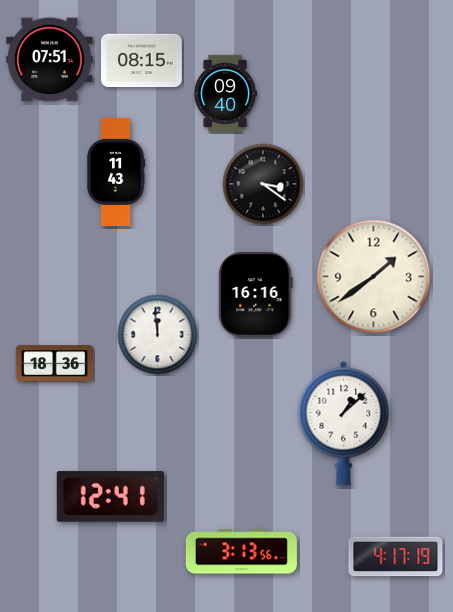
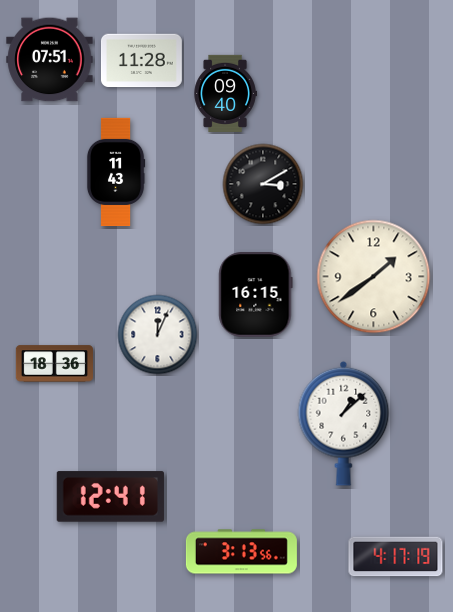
clock at (141, 61): 08:15 -> 11:28
clock at (263, 184): 3:21 -> 3:10
clock at (256, 295): 16:16 -> 16:15
clock at (158, 335): 11:59 -> 12:04
